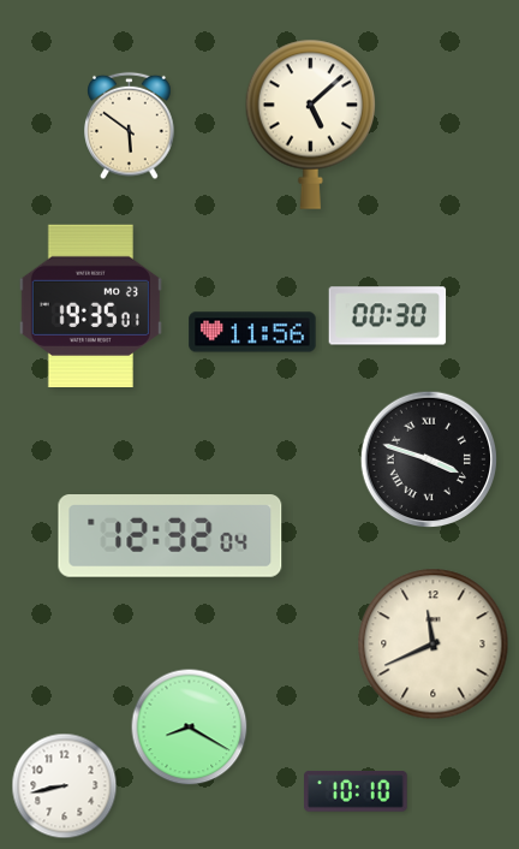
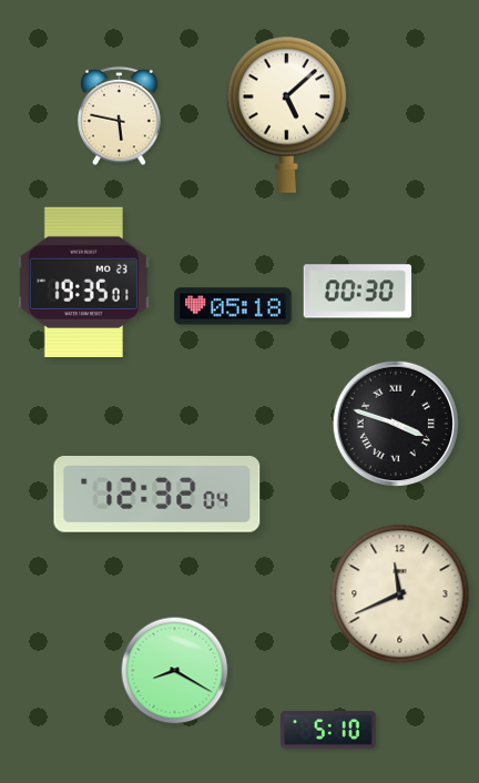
clock at (130, 126): 5:51 -> 5:47
clock at (252, 332): 11:56 -> 05:18
clock at (65, 786): 8:43 -> none
clock at (356, 792): 10:10 -> 5:10
